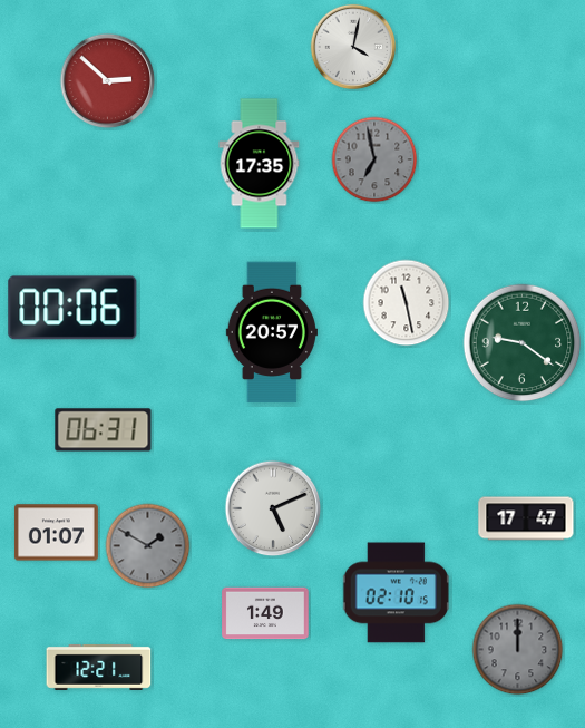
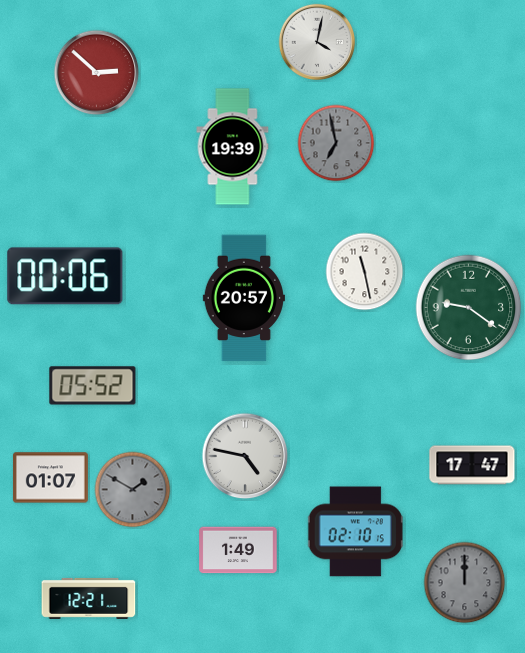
clock at (260, 164): 17:35 -> 19:39
clock at (104, 430): 06:31 -> 05:52
clock at (273, 508): 5:11 -> 4:47
